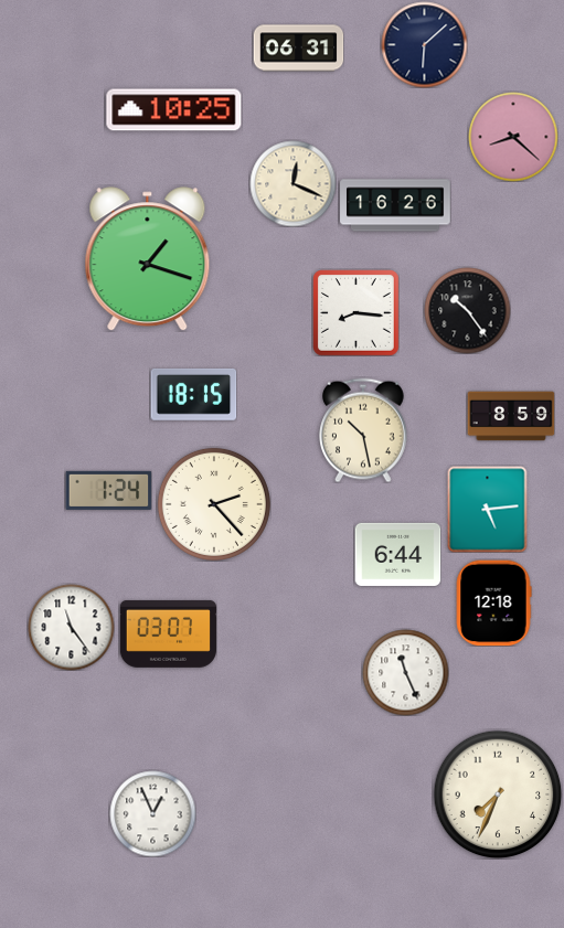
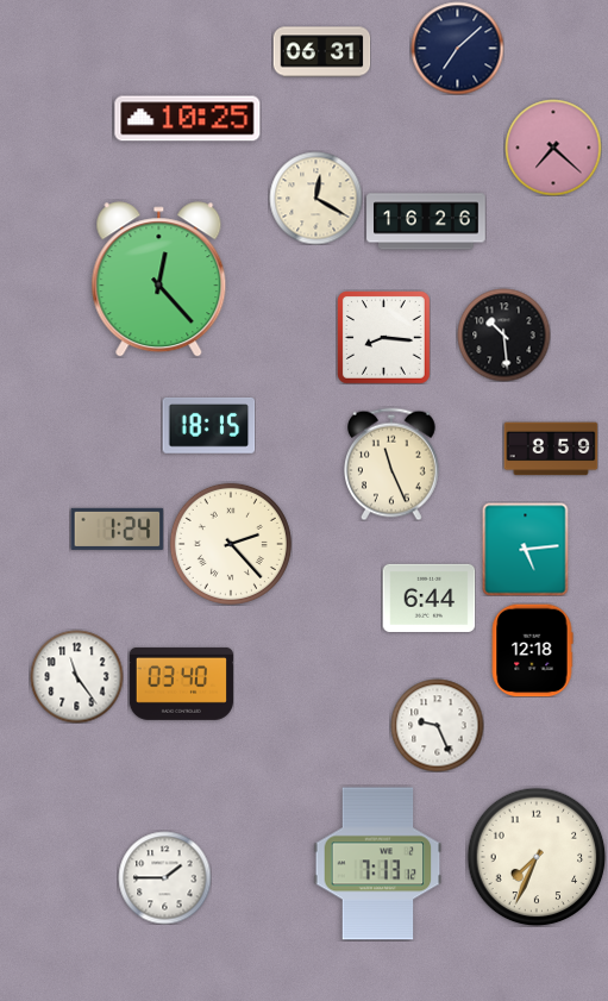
clock at (424, 44): 6:08 -> 7:08
clock at (513, 137): 8:22 -> 7:22
clock at (292, 183): 12:19 -> 12:20
clock at (148, 259): 1:18 -> 12:23
clock at (467, 310): 10:24 -> 10:29
clock at (364, 430): 10:28 -> 11:26
clock at (168, 633): 03:07 -> 03:40
clock at (405, 672): 11:26 -> 9:26
clock at (378, 864): none -> 7:13
clock at (152, 813): 12:56 -> 1:45
